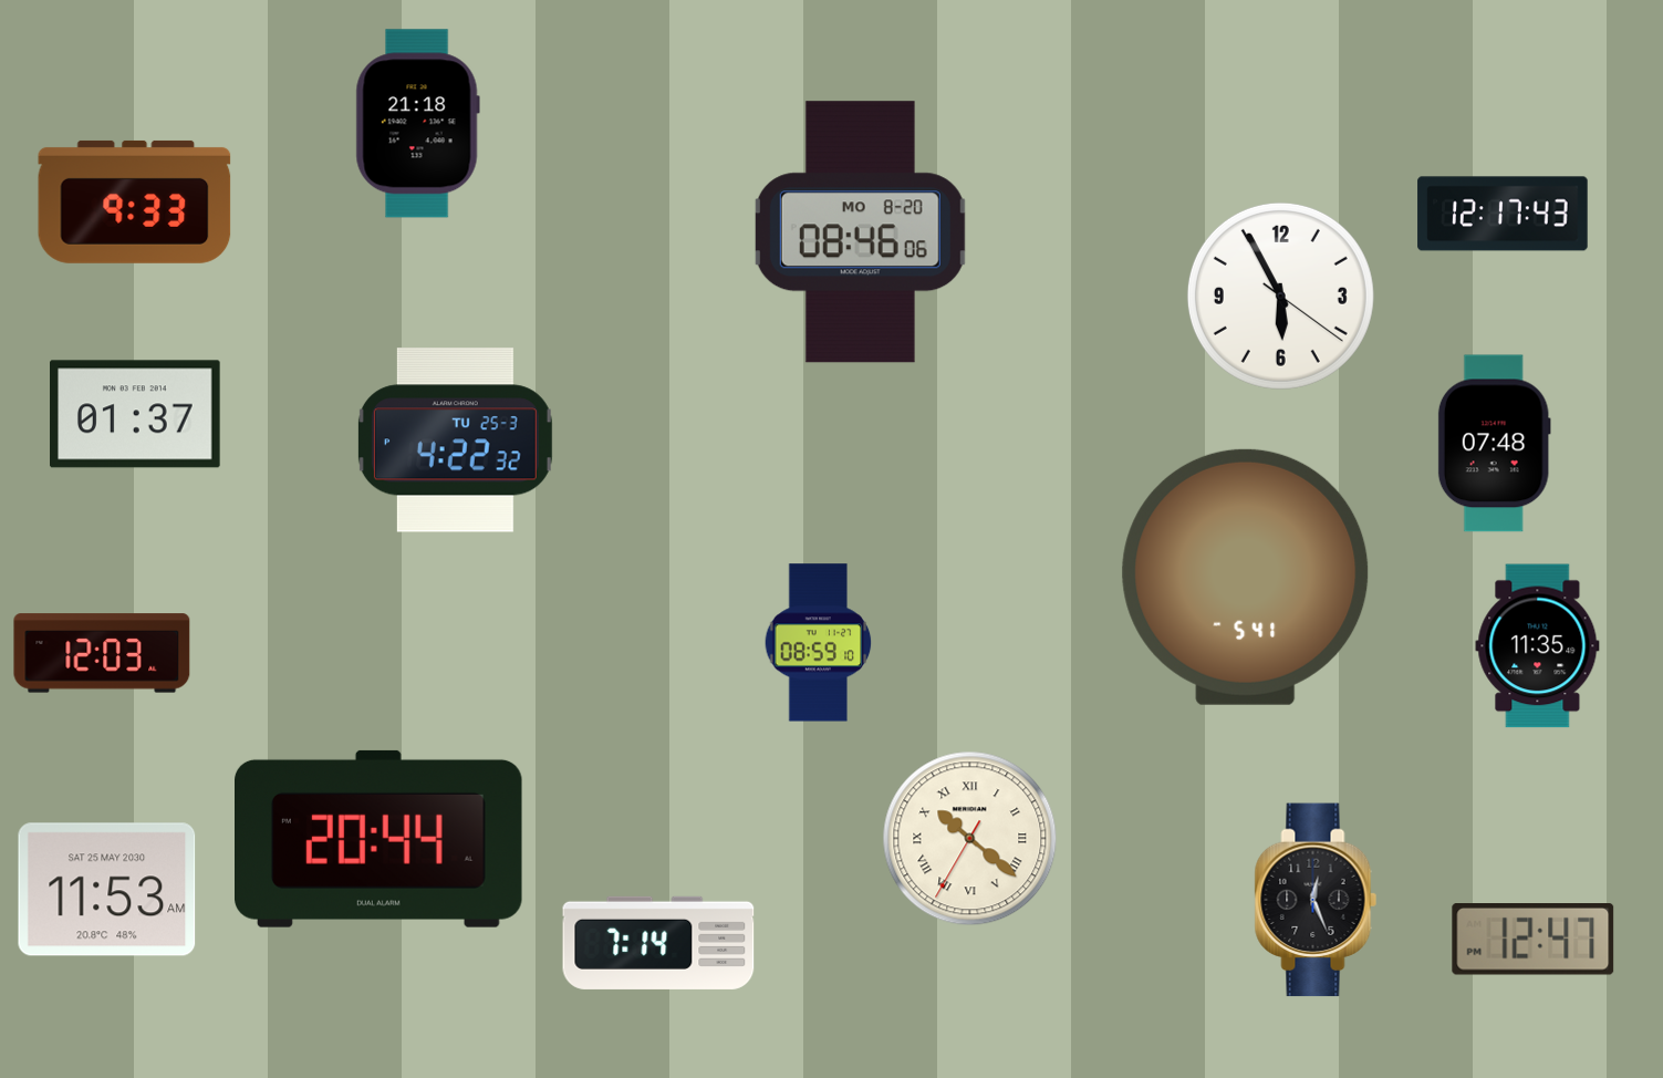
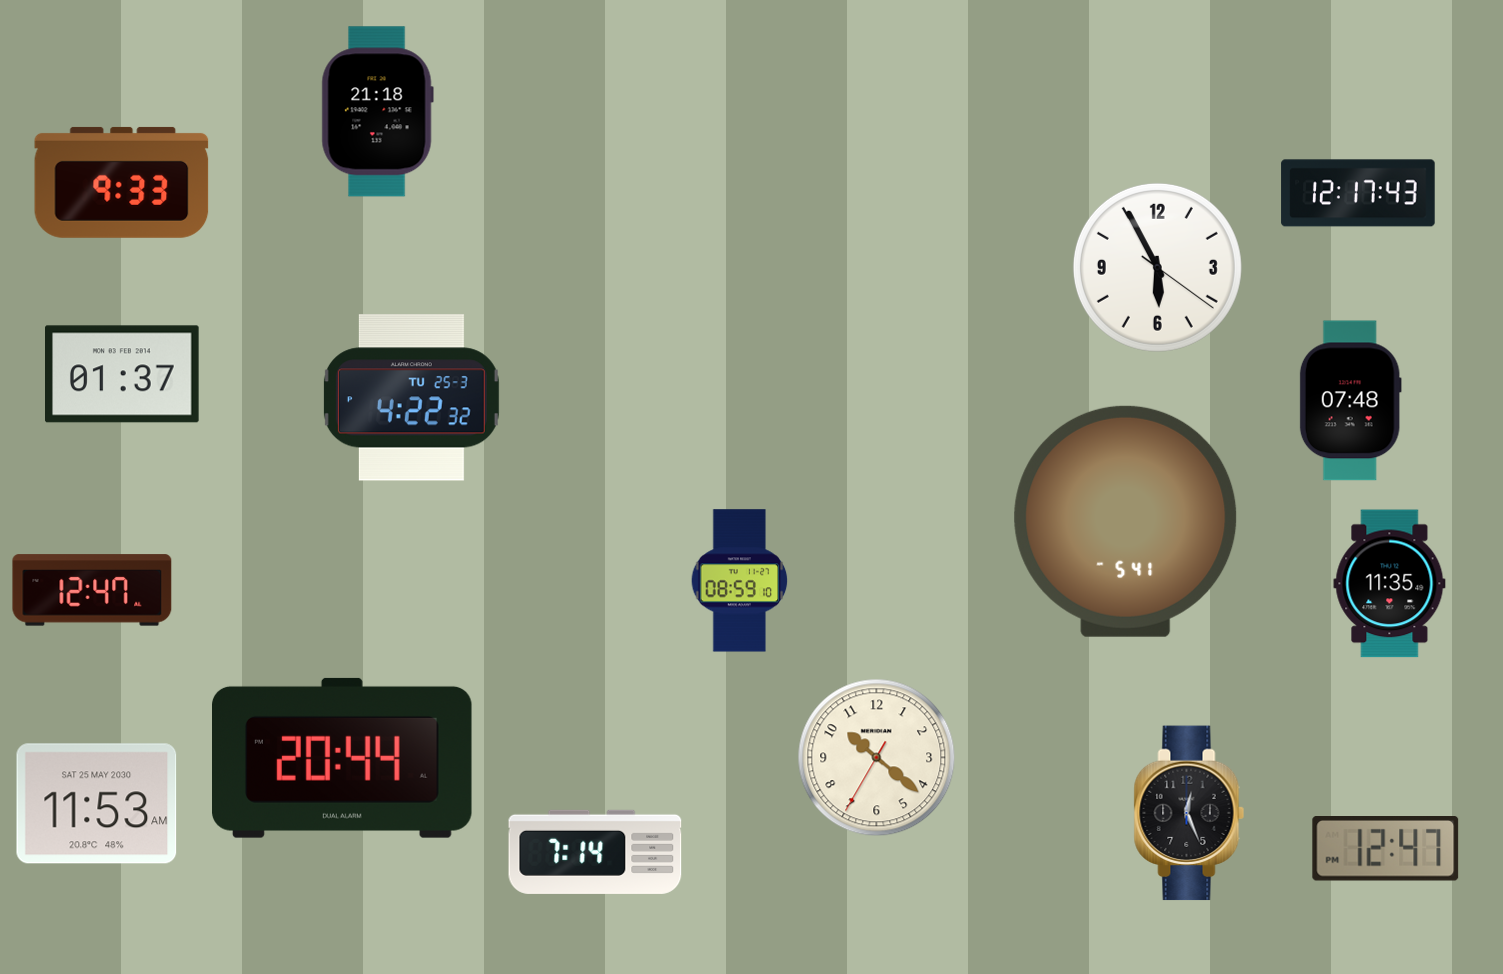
clock at (860, 232): 08:46 -> none
clock at (102, 653): 12:03 -> 12:47
clock at (970, 839) numerals: Roman -> Arabic
